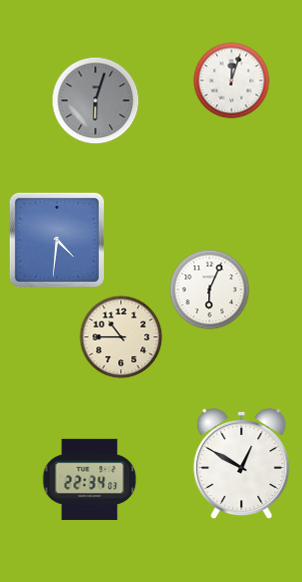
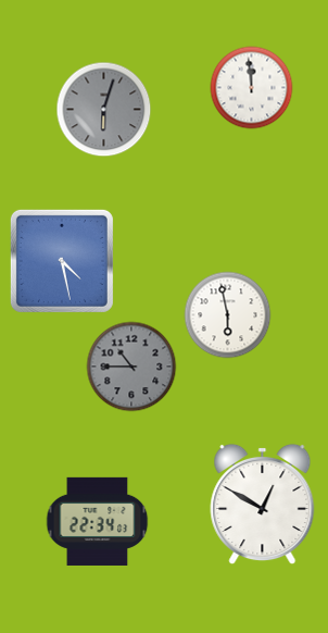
clock at (232, 81): 12:03 -> 11:59
clock at (57, 240): 4:31 -> 4:28
clock at (210, 290): 6:04 -> 5:58
clock at (121, 337) dial: cream -> grey
